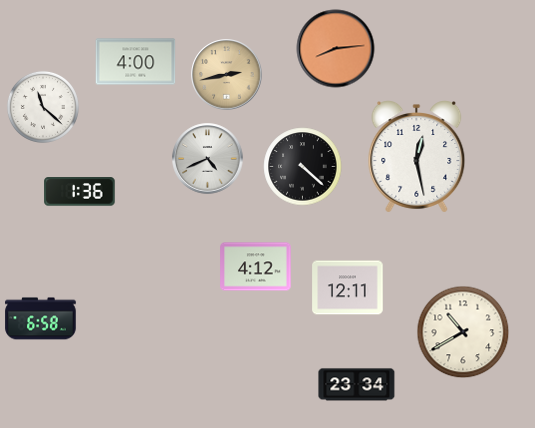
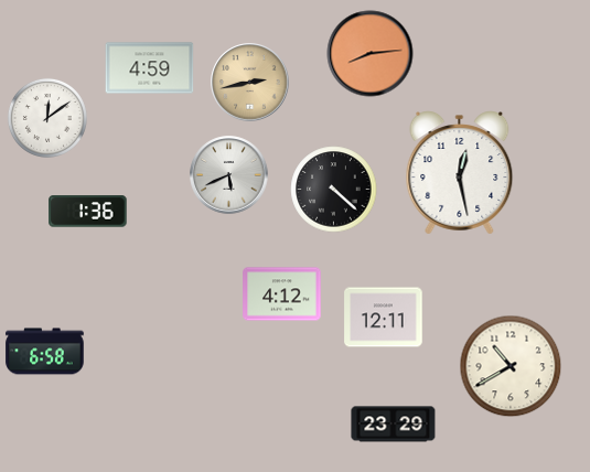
clock at (136, 62): 4:00 -> 4:59
clock at (43, 107): 11:22 -> 12:09
clock at (208, 159): 4:41 -> 5:41
clock at (303, 167) position: (303, 167) -> (334, 190)
clock at (357, 385): 23:34 -> 23:29
